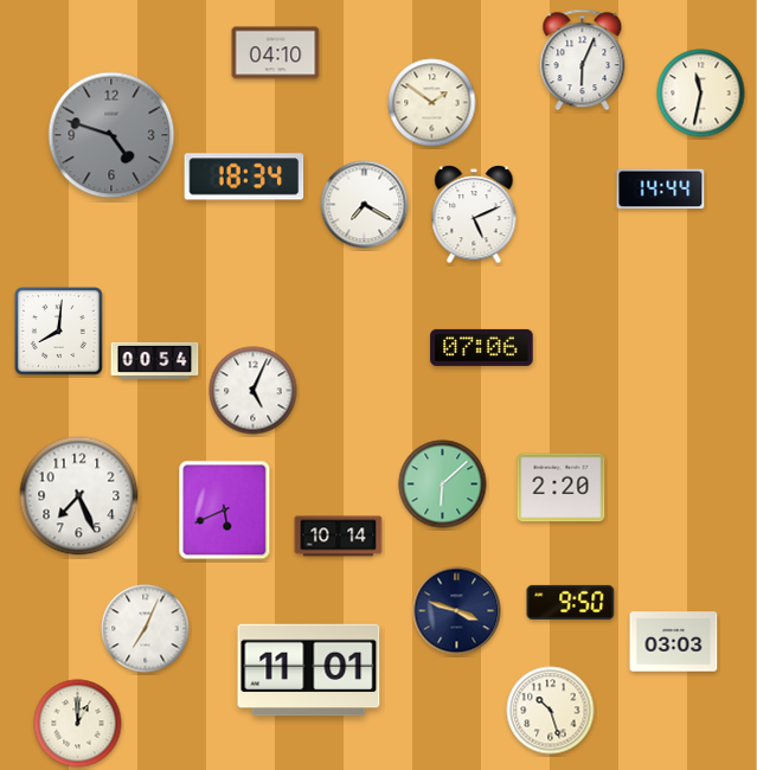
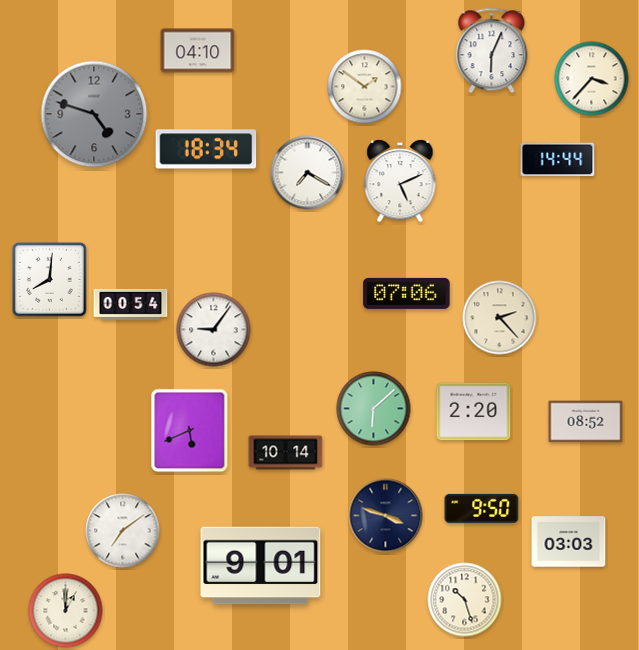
clock at (276, 53) position: (276, 53) -> (198, 51)
clock at (701, 94): 11:32 -> 3:37
clock at (500, 318): none -> 2:23
clock at (254, 391): 5:04 -> 9:06
clock at (79, 496): 7:26 -> none
clock at (586, 422): none -> 08:52
clock at (146, 629): 7:04 -> 7:09
clock at (309, 670): 11:01 -> 9:01
